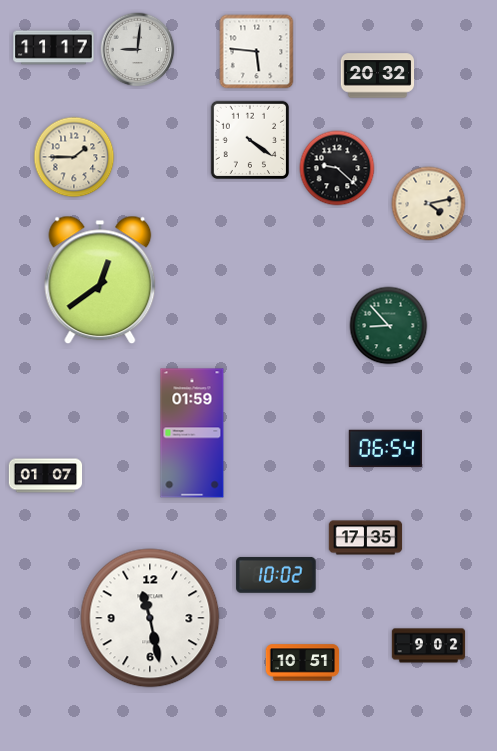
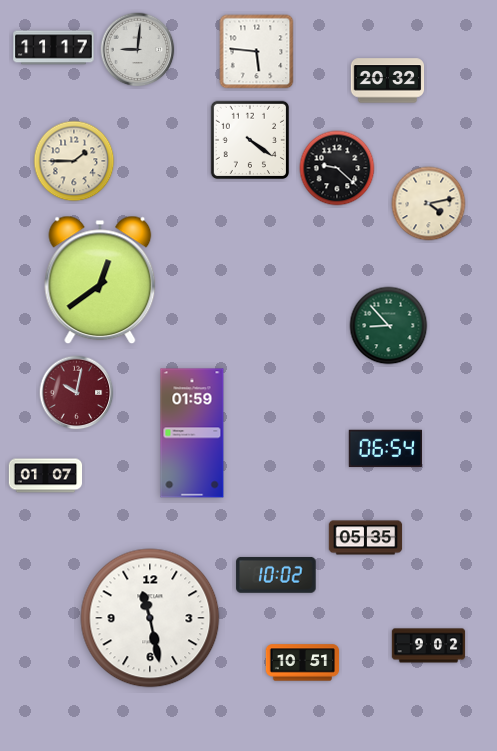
clock at (378, 76) position: (378, 76) -> (388, 81)
clock at (74, 157) position: (74, 157) -> (74, 161)
clock at (77, 393): none -> 10:02
clock at (366, 538): 17:35 -> 05:35
